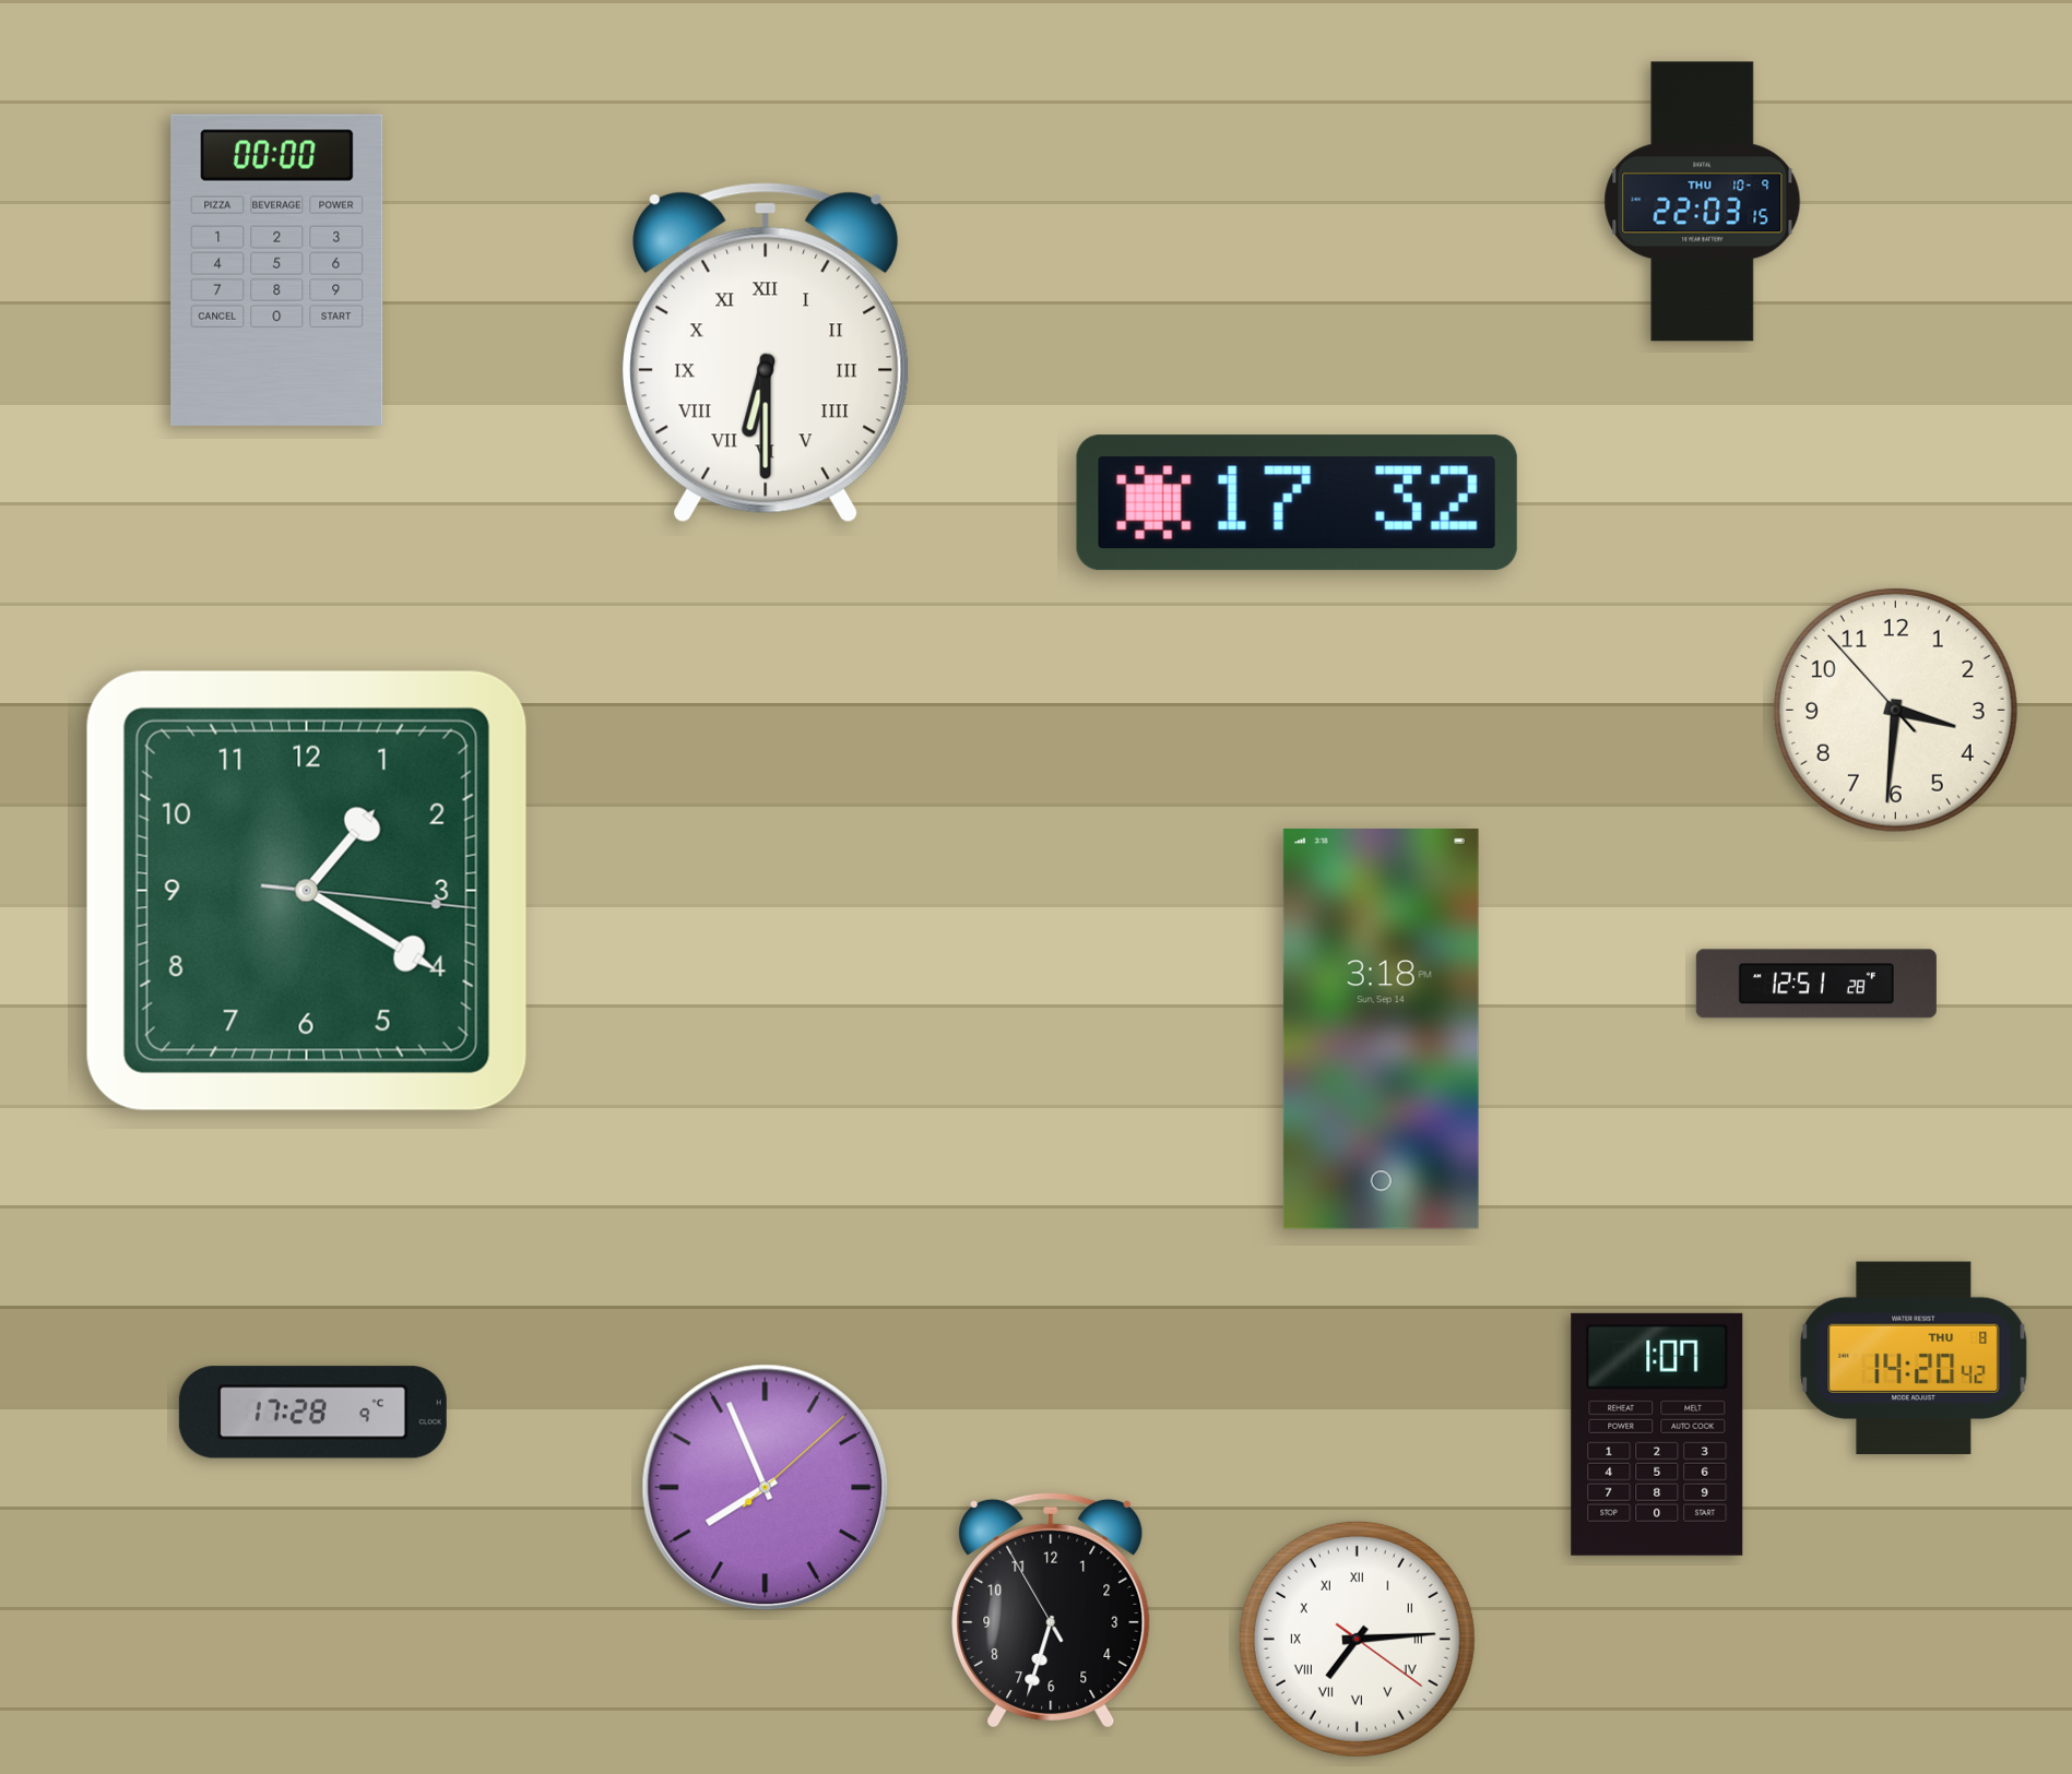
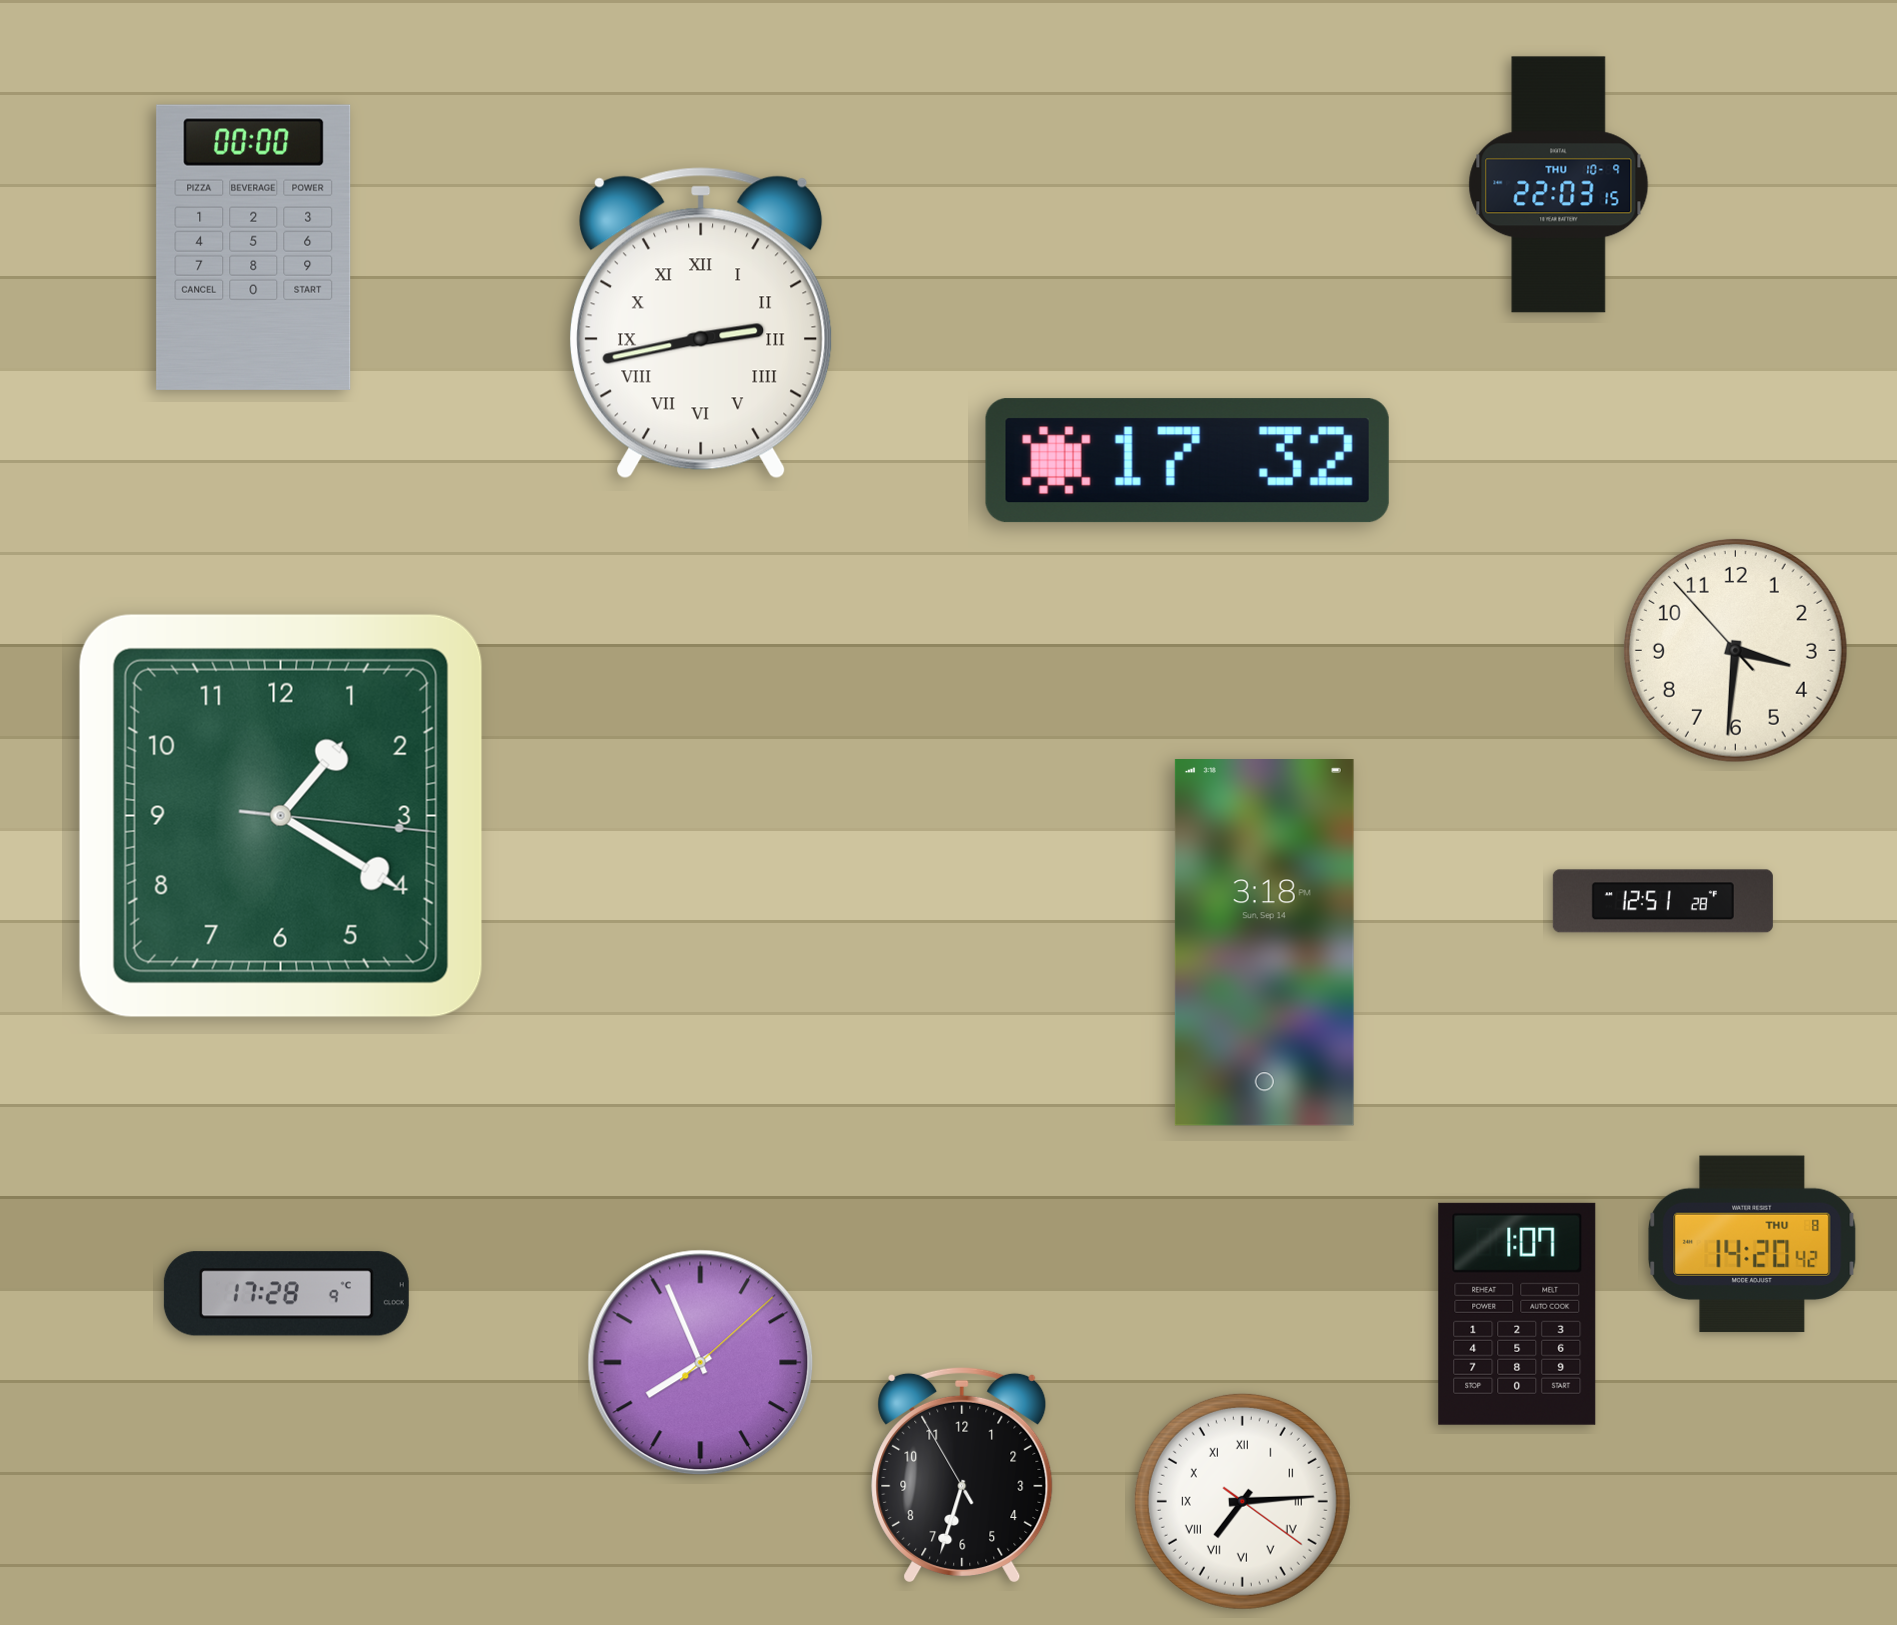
clock at (766, 353): 6:30 -> 2:43
